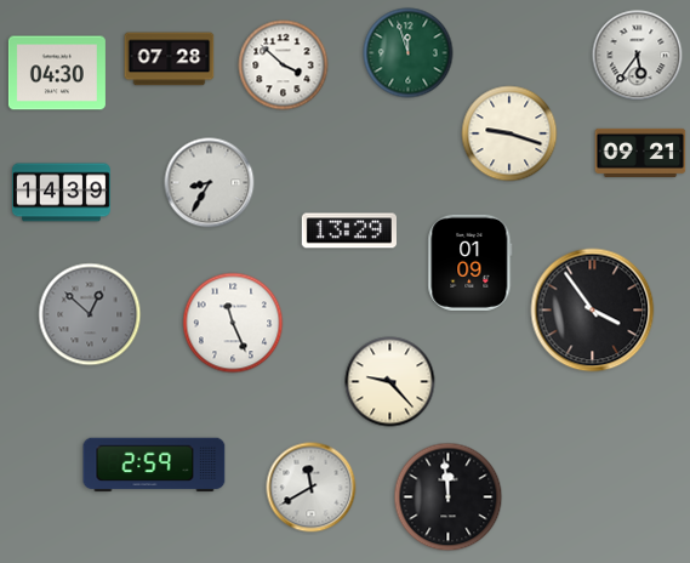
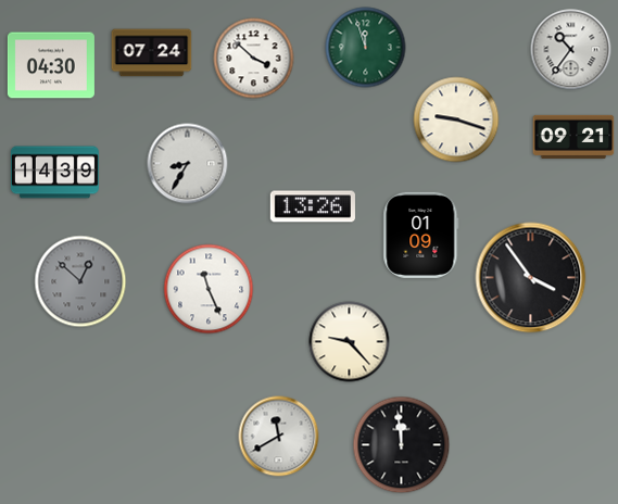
clock at (638, 56): 5:36 -> 10:36
clock at (170, 59): 07:28 -> 07:24
clock at (349, 231): 13:29 -> 13:26
clock at (154, 465): 2:59 -> none
